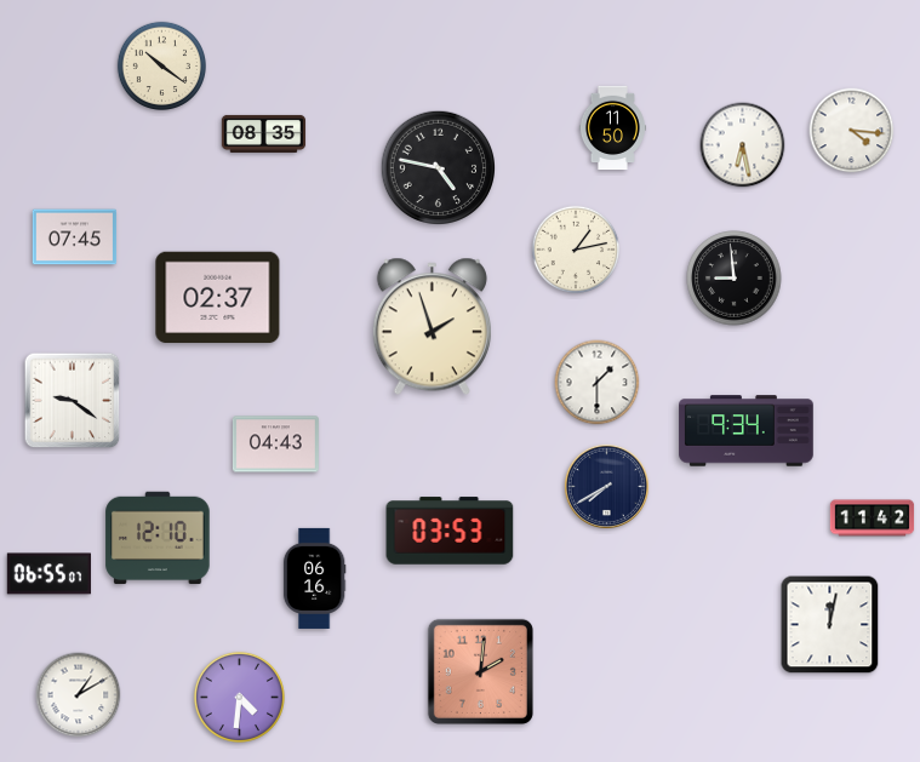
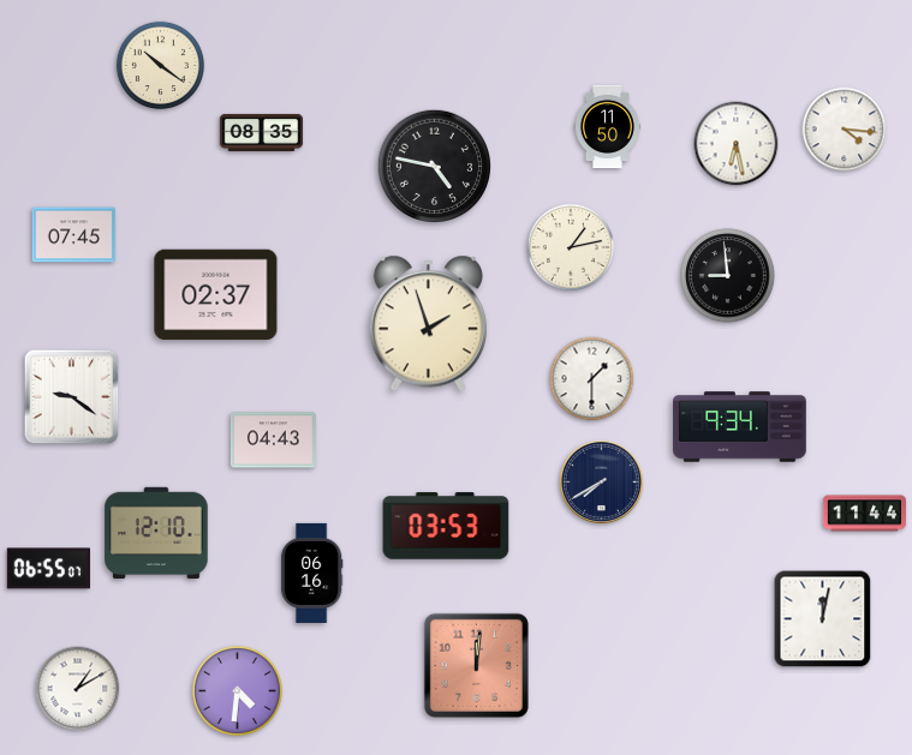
clock at (873, 518): 11:42 -> 11:44
clock at (480, 671): 2:01 -> 12:01
